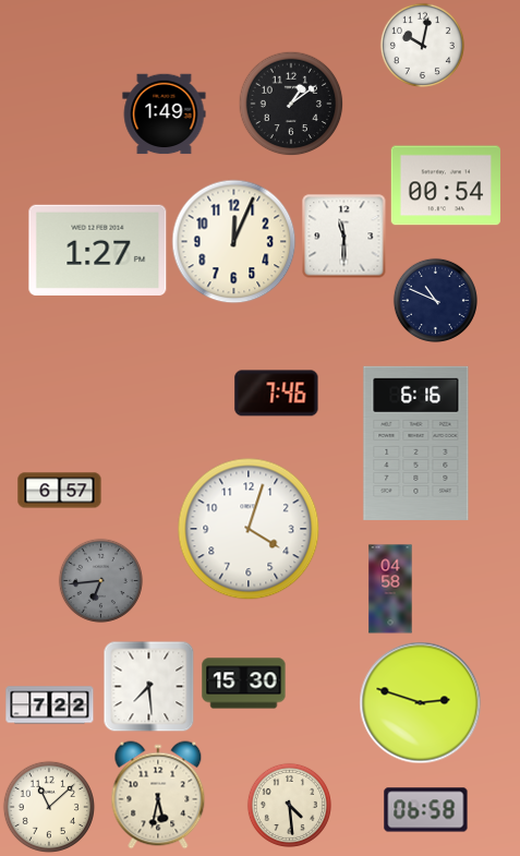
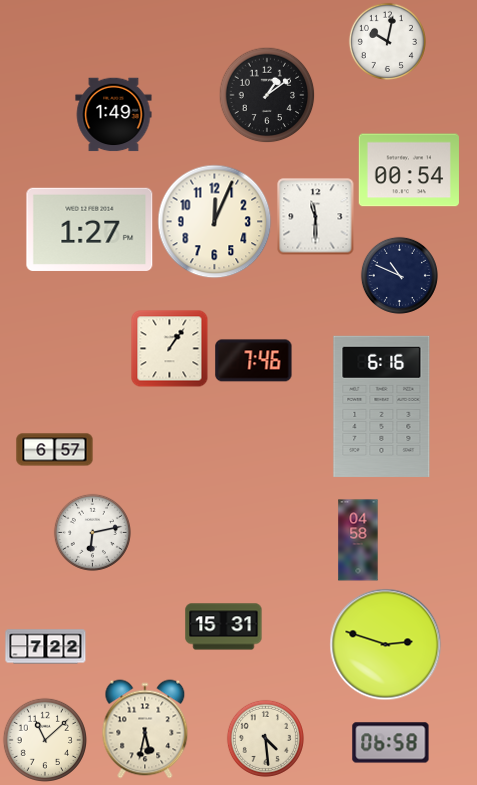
clock at (165, 114) position: (165, 114) -> (114, 115)
clock at (169, 348): none -> 1:06
clock at (249, 529): 4:03 -> none
clock at (100, 580): 6:44 -> 6:13
clock at (100, 580) dial: grey -> white
clock at (244, 684): 15:30 -> 15:31
clock at (148, 686): 7:29 -> none
